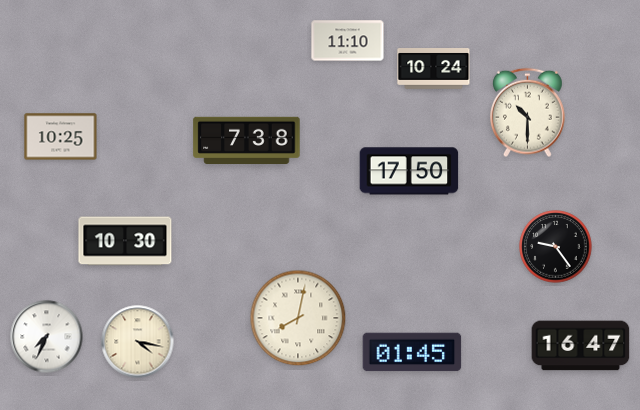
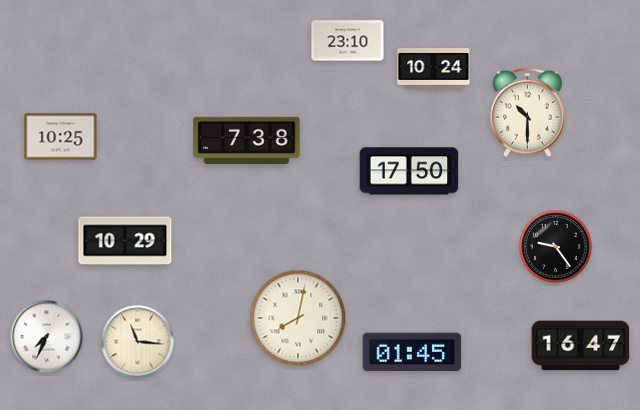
clock at (348, 41): 11:10 -> 23:10
clock at (125, 241): 10:30 -> 10:29
clock at (138, 342): 4:17 -> 11:16
